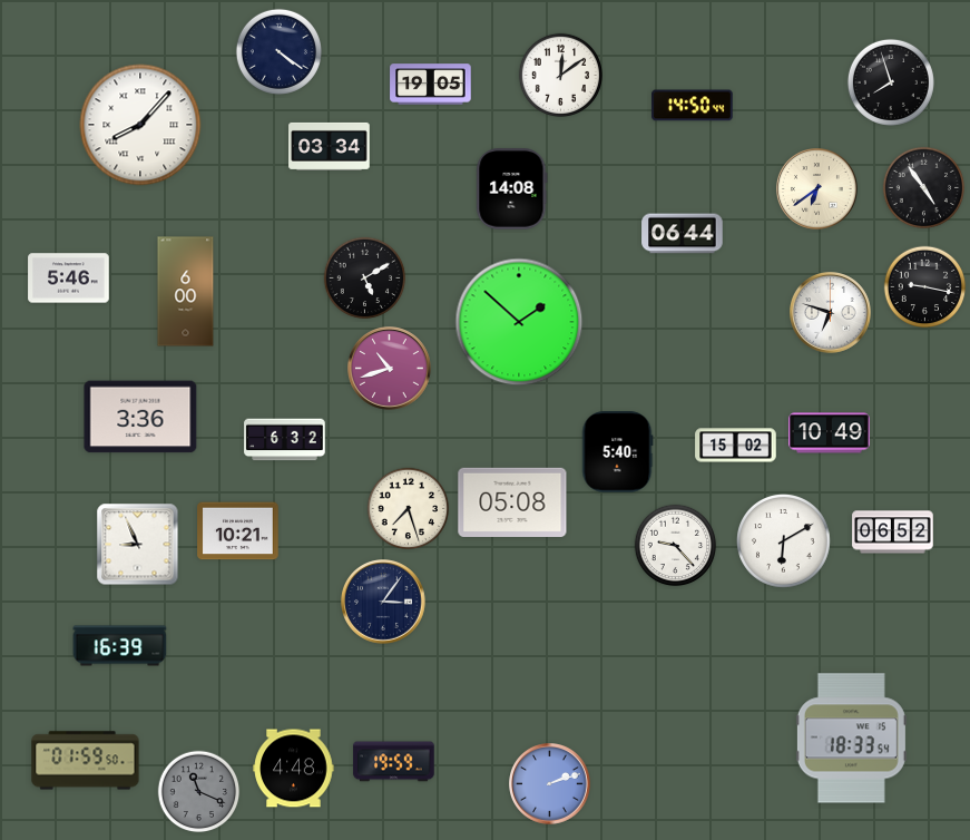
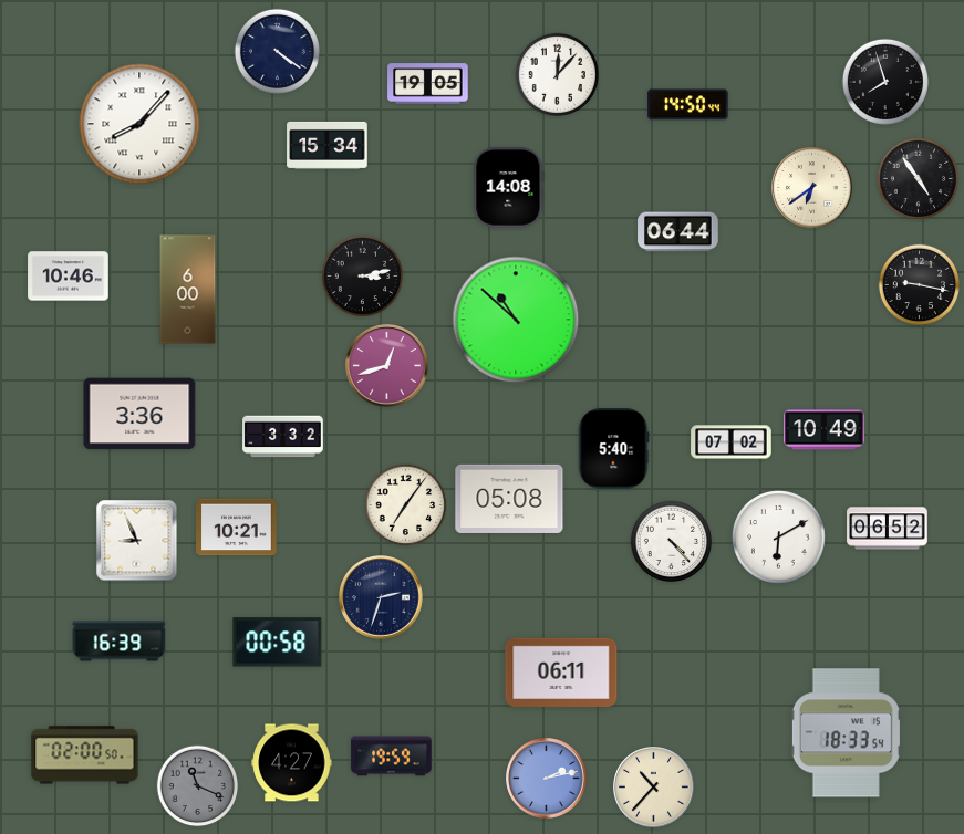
clock at (560, 75): 12:09 -> 12:07
clock at (330, 146): 03:34 -> 15:34
clock at (924, 188) position: (924, 188) -> (919, 179)
clock at (69, 279): 5:46 -> 10:46
clock at (365, 279): 5:10 -> 3:13
clock at (186, 292) position: (186, 292) -> (188, 290)
clock at (831, 313): 6:48 -> none
clock at (519, 322): 1:52 -> 10:52
clock at (390, 369): 10:42 -> 12:42
clock at (285, 440): 6:32 -> 3:32
clock at (736, 446): 15:02 -> 07:02
clock at (409, 509): 7:27 -> 7:06
clock at (676, 546): 9:23 -> 4:23
clock at (384, 603): 3:06 -> 2:33
clock at (278, 643): none -> 00:58
clock at (561, 671): none -> 06:11
clock at (86, 761): 01:59 -> 02:00
clock at (294, 769): 4:48 -> 4:27
clock at (550, 784): 2:12 -> 2:13
clock at (654, 788): none -> 10:37
